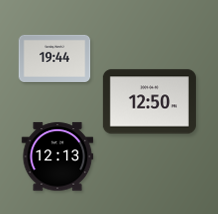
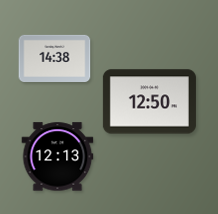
clock at (55, 58): 19:44 -> 14:38
